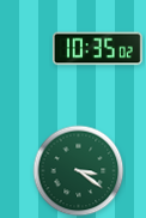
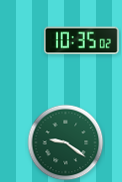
clock at (79, 171): 3:21 -> 9:21
